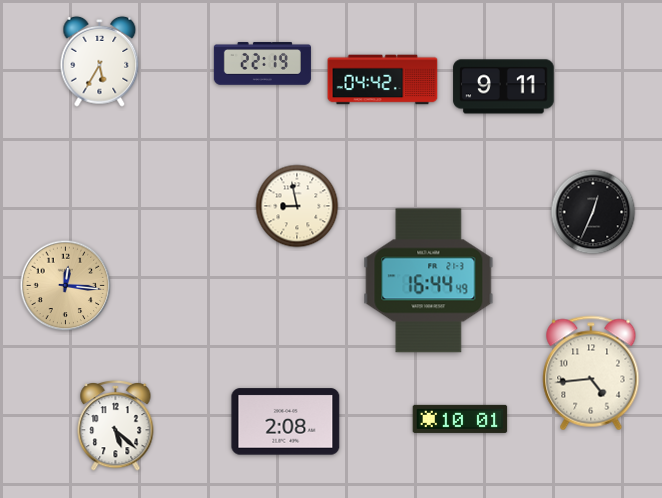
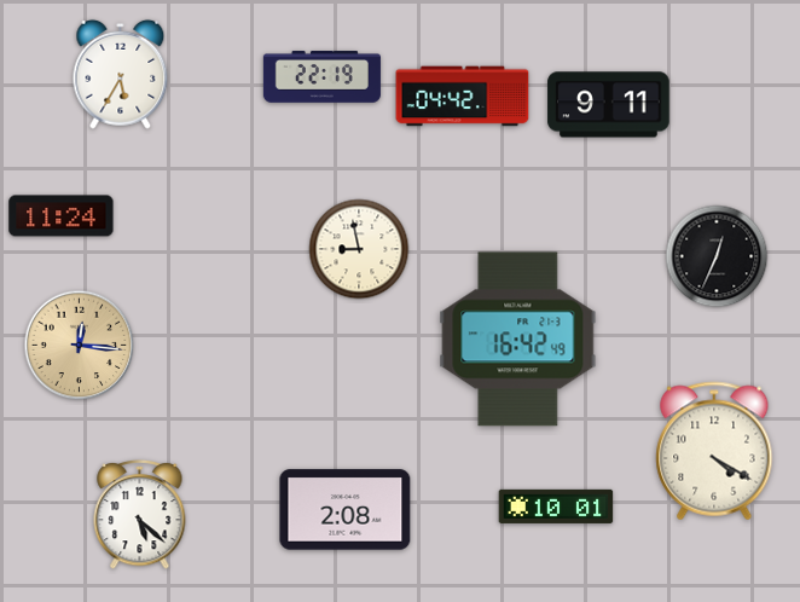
clock at (262, 64) position: (262, 64) -> (321, 77)
clock at (62, 216): none -> 11:24
clock at (429, 281): 16:44 -> 16:42
clock at (591, 373): 4:44 -> 4:20
